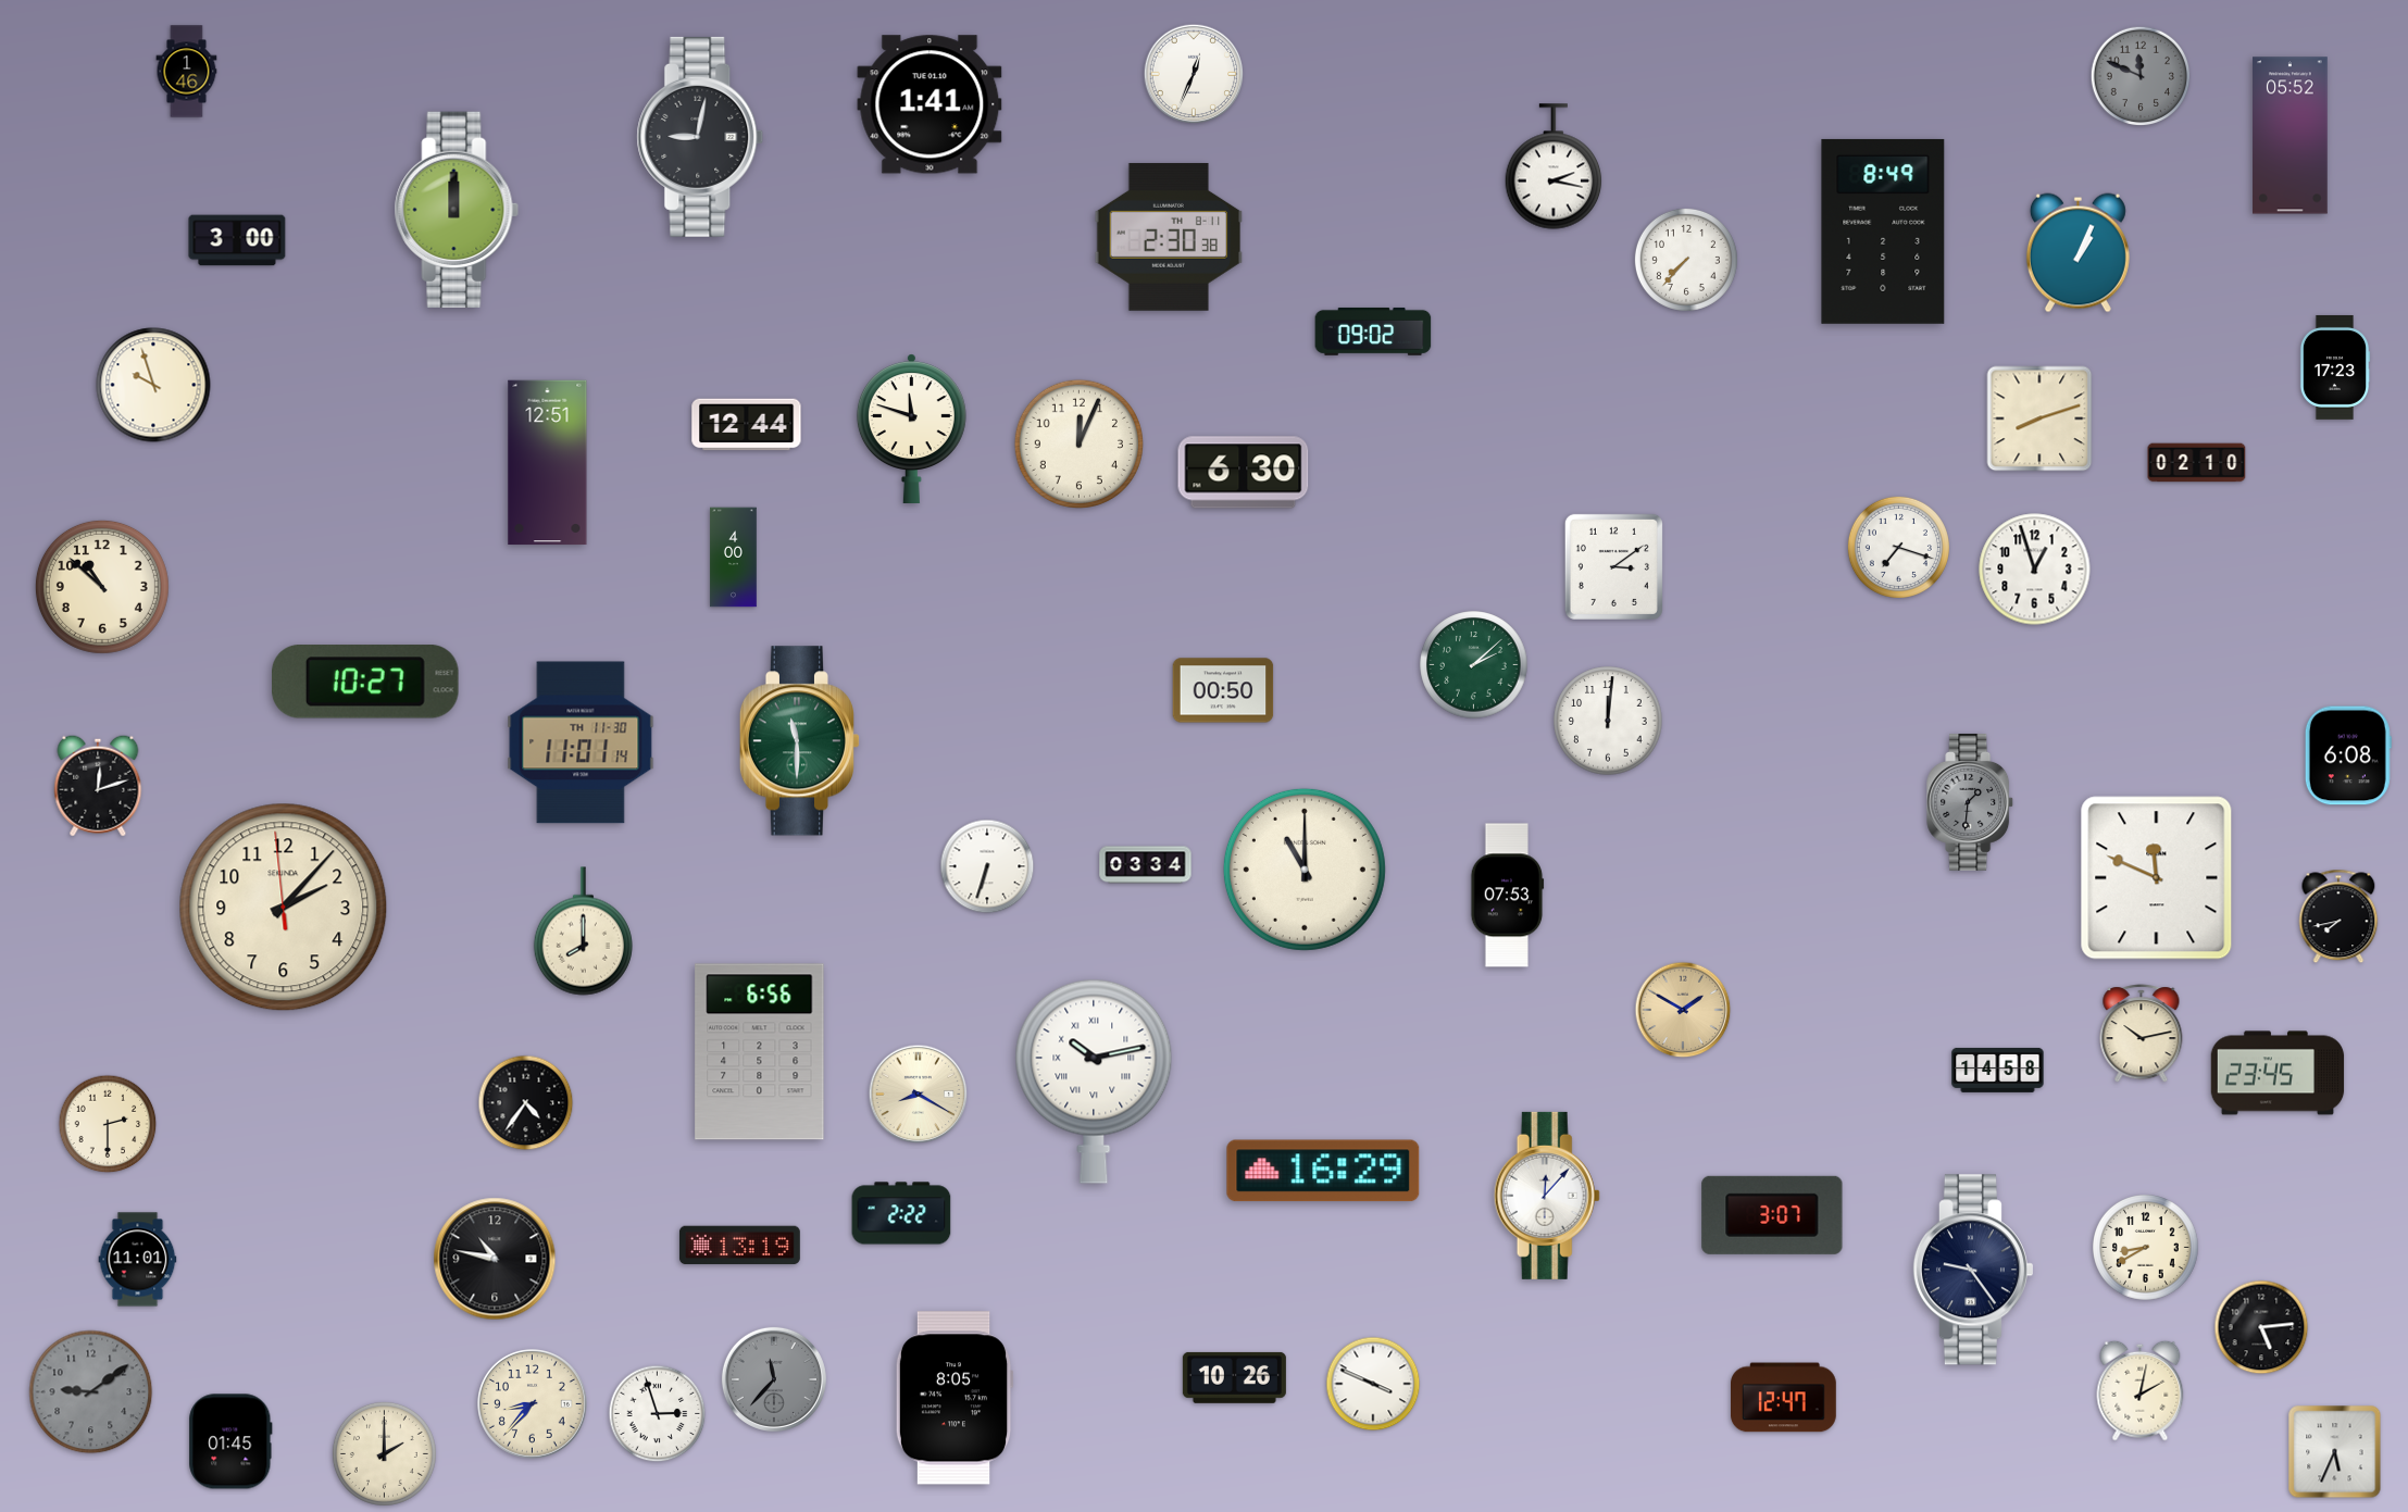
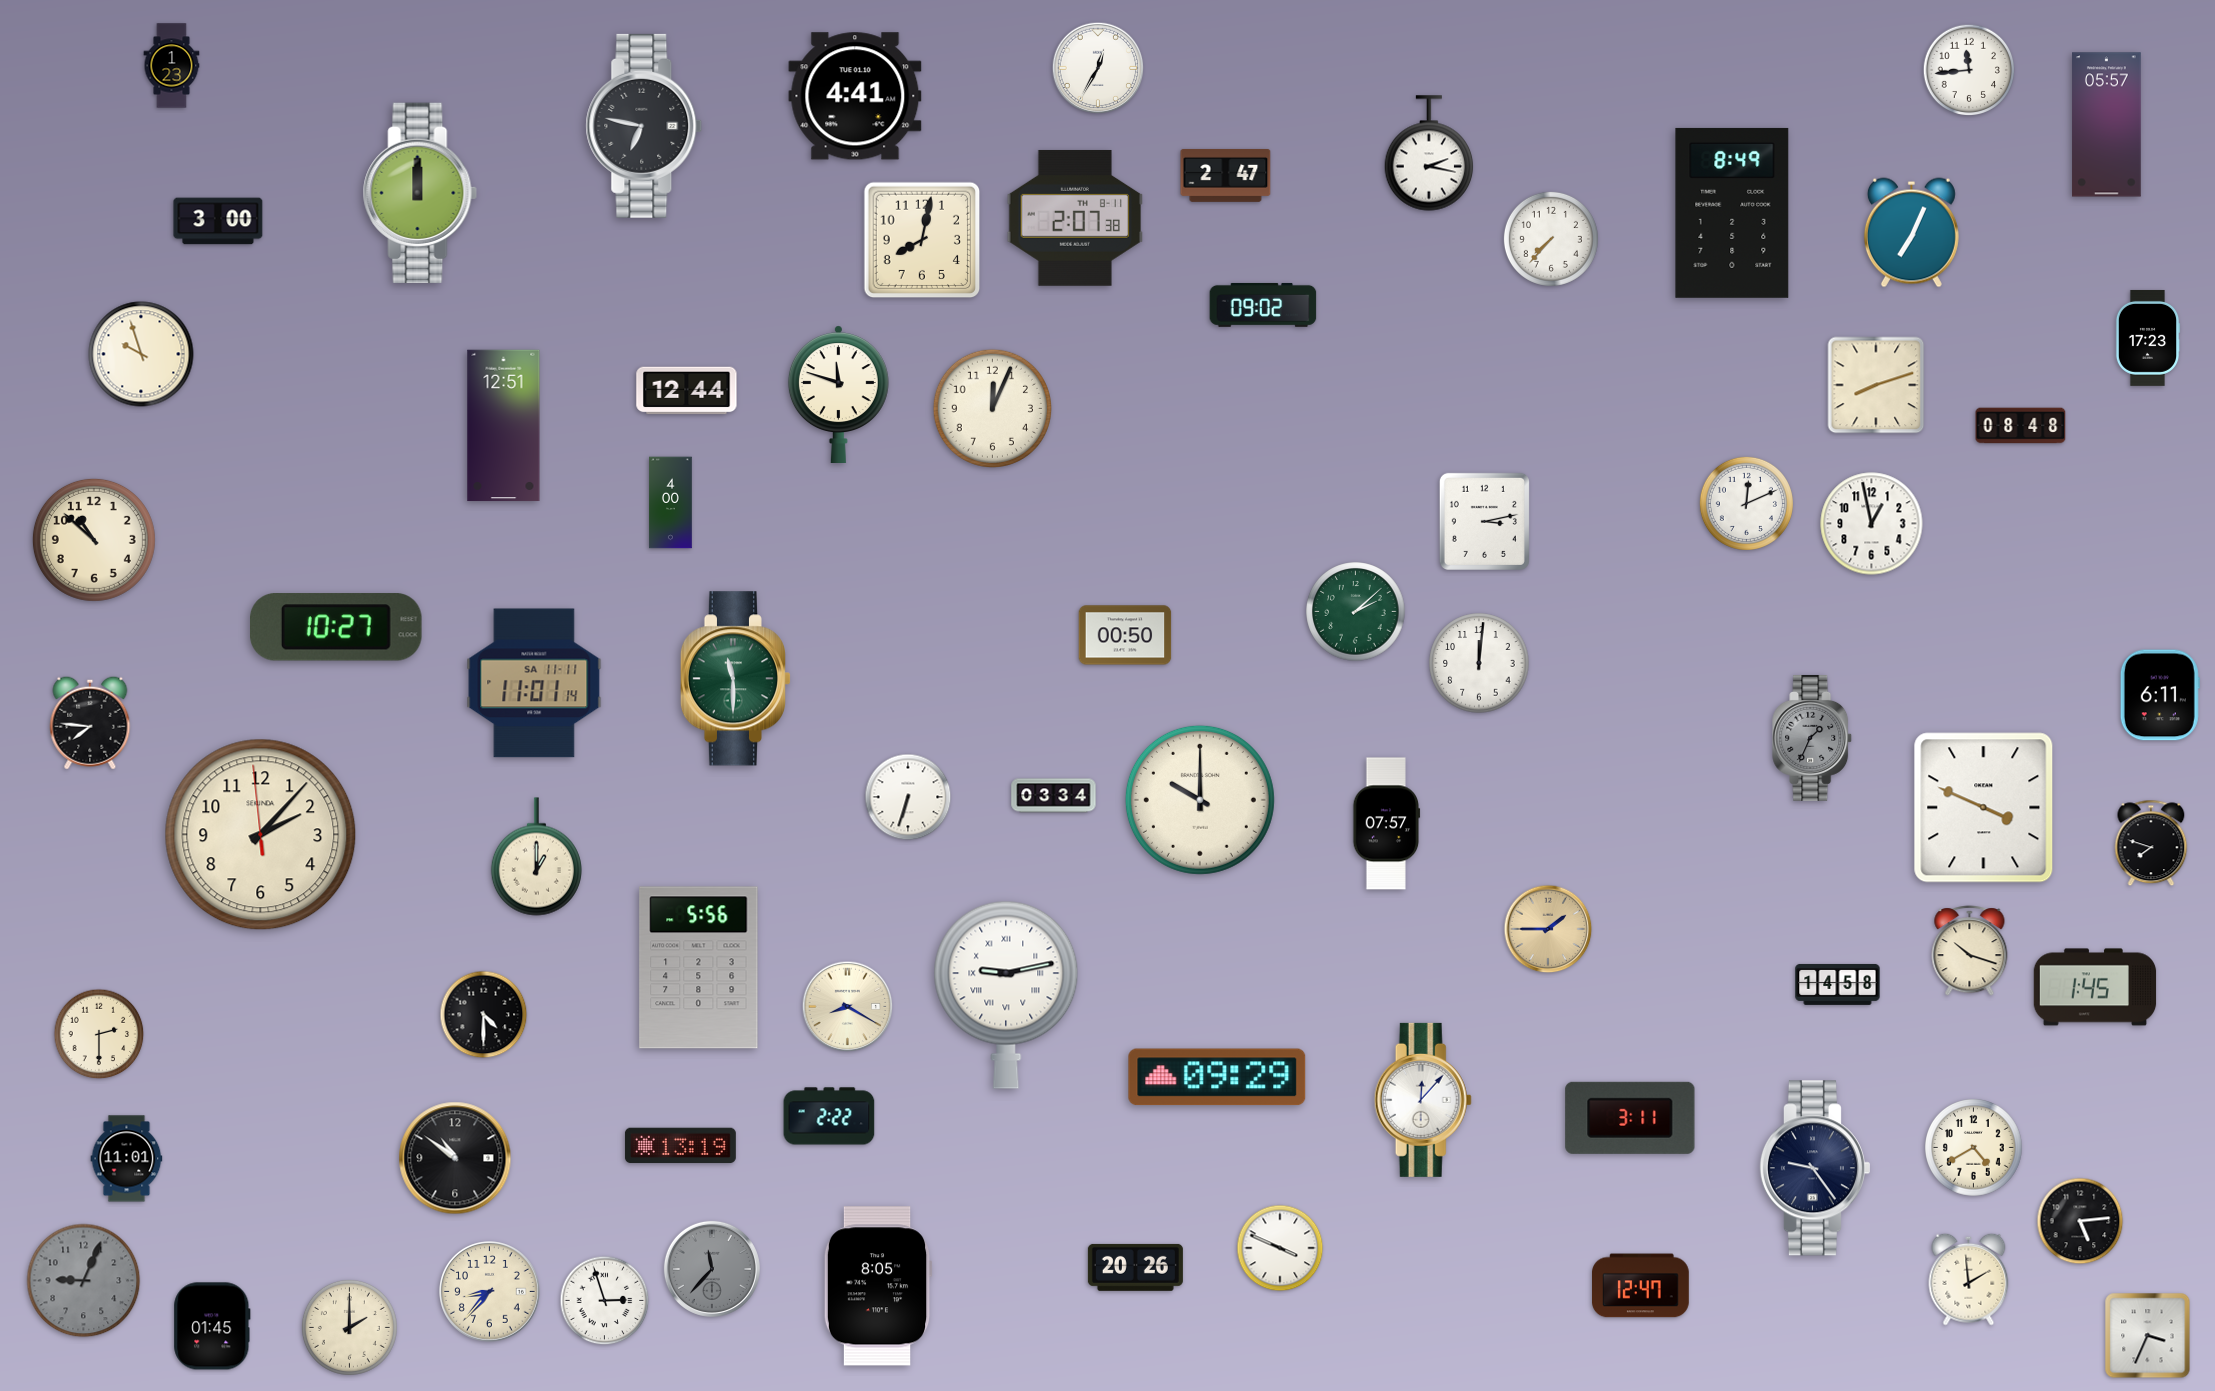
clock at (187, 72): 1:46 -> 1:23
clock at (1194, 74): 12:34 -> 12:35
clock at (2141, 76): 11:49 -> 11:44
clock at (2141, 76) dial: grey -> white
clock at (929, 104): 1:41 -> 4:41
clock at (2291, 136): 05:52 -> 05:57
clock at (700, 137): 9:02 -> 6:47
clock at (1226, 175): none -> 2:47
clock at (1169, 237): 2:30 -> 2:07
clock at (2078, 253): 1:04 -> 7:04
clock at (922, 240): none -> 8:02
clock at (2197, 463): 02:10 -> 08:48
clock at (1244, 473): 6:30 -> none
clock at (1898, 547): 7:18 -> 12:11
clock at (734, 558) position: (734, 558) -> (671, 503)
clock at (1613, 566): 3:09 -> 3:13
clock at (2035, 570): 12:57 -> 12:58
clock at (799, 741) position: (799, 741) -> (735, 679)
clock at (581, 742) date: TH 11-30 -> SA 11-11
clock at (2348, 755): 6:08 -> 6:11
clock at (98, 786): 12:12 -> 7:46
clock at (1971, 802): 1:31 -> 1:34
clock at (1305, 870): 11:00 -> 10:00
clock at (2157, 878): 11:49 -> 3:49
clock at (1508, 896): 07:53 -> 07:57
clock at (2338, 916): 7:43 -> 7:48
clock at (583, 932): 8:00 -> 1:00
clock at (1683, 1010): 1:50 -> 1:45
clock at (2142, 1034): 10:13 -> 10:18
clock at (760, 1052): 6:56 -> 5:56
clock at (2278, 1073): 23:45 -> 1:45
clock at (1094, 1082): 10:13 -> 9:13
clock at (919, 1095) position: (919, 1095) -> (848, 1007)
clock at (526, 1103): 4:36 -> 4:30
clock at (1323, 1171): 16:29 -> 09:29
clock at (1772, 1215): 3:07 -> 3:11
clock at (2146, 1248): 8:40 -> 4:40
clock at (495, 1259): 10:47 -> 10:51
clock at (1234, 1377): 10:26 -> 20:26
clock at (1373, 1384) position: (1373, 1384) -> (1280, 1248)
clock at (2141, 1390): 2:02 -> 1:59
clock at (91, 1392): 9:09 -> 9:04
clock at (2335, 1452): 5:34 -> 3:34
clock at (384, 1453) position: (384, 1453) -> (349, 1327)
